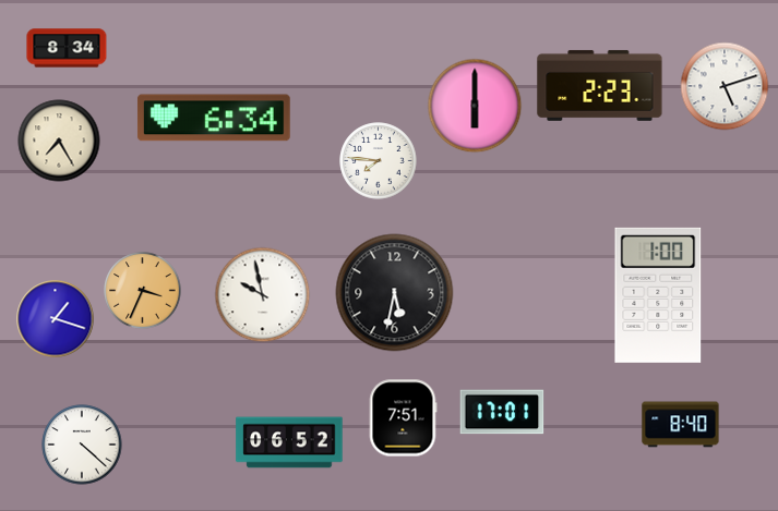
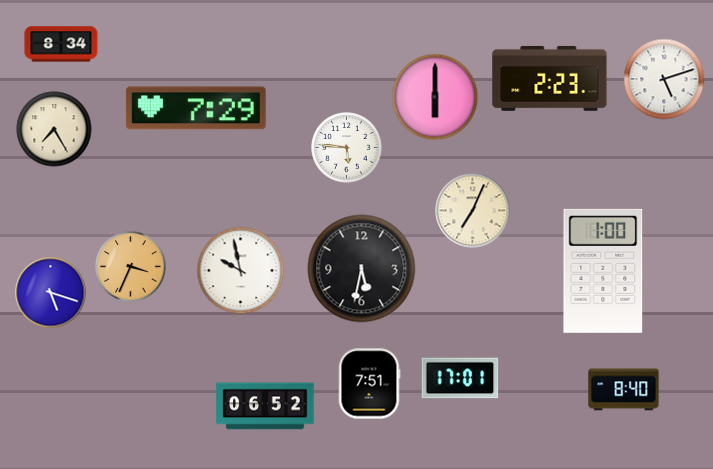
clock at (214, 118): 6:34 -> 7:29
clock at (379, 161): 7:46 -> 5:46
clock at (473, 211): none -> 7:04
clock at (56, 319): 1:18 -> 5:18
clock at (82, 445): 4:22 -> none
